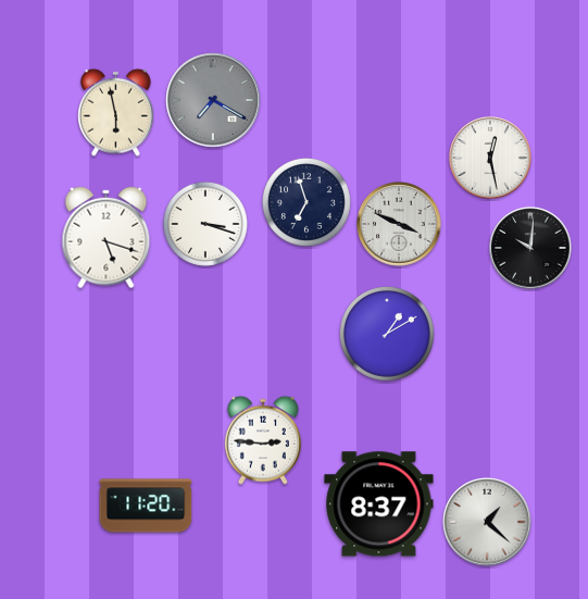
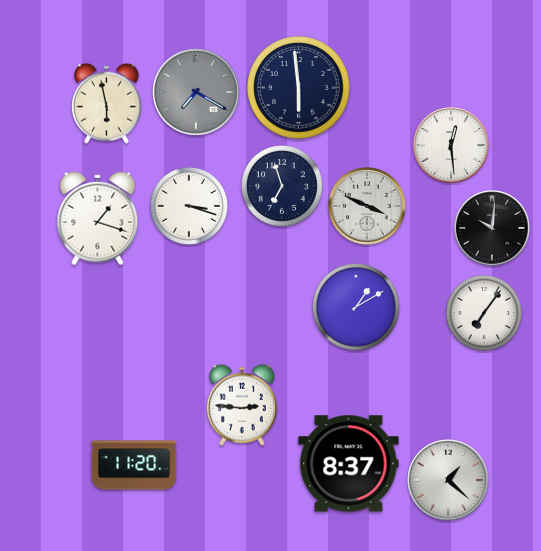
clock at (299, 88): none -> 5:59
clock at (490, 158): 12:28 -> 12:29
clock at (107, 238): 5:18 -> 1:18
clock at (530, 248) position: (530, 248) -> (492, 228)
clock at (484, 313): none -> 7:06
